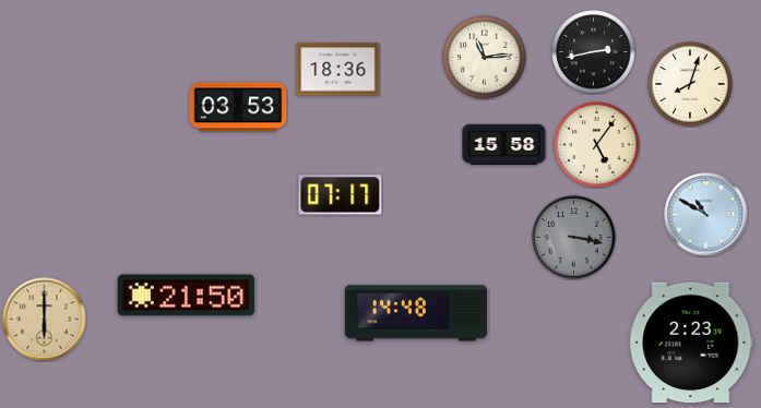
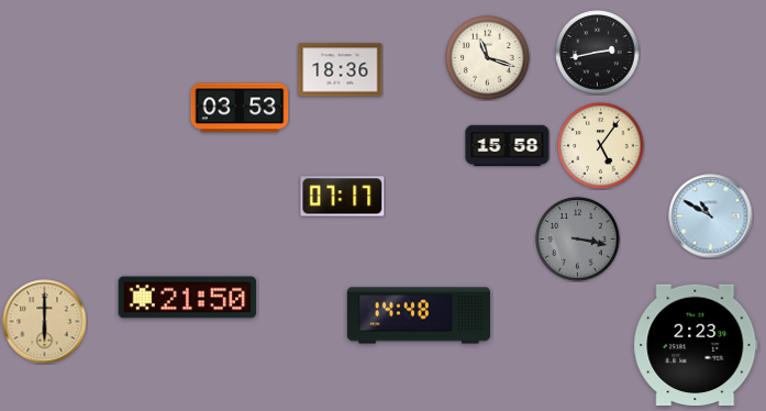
clock at (485, 58): 11:14 -> 11:18
clock at (690, 84): 8:03 -> none
